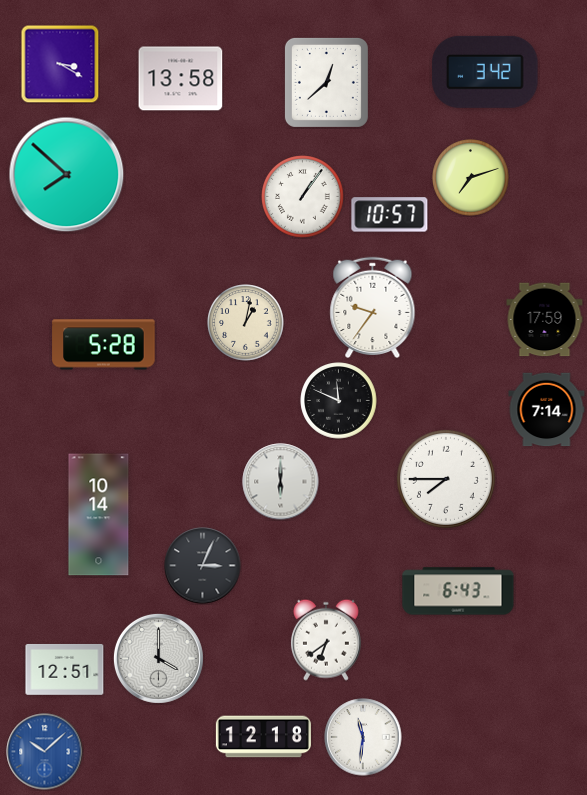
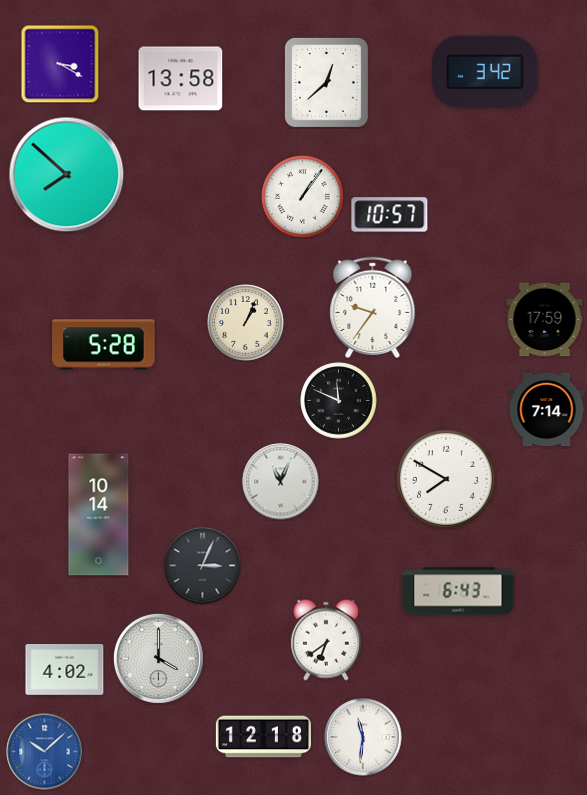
clock at (471, 178): 7:12 -> none
clock at (246, 323): 1:02 -> 1:04
clock at (446, 479): 7:45 -> 7:50
clock at (281, 482): 6:00 -> 11:04
clock at (65, 669): 12:51 -> 4:02
